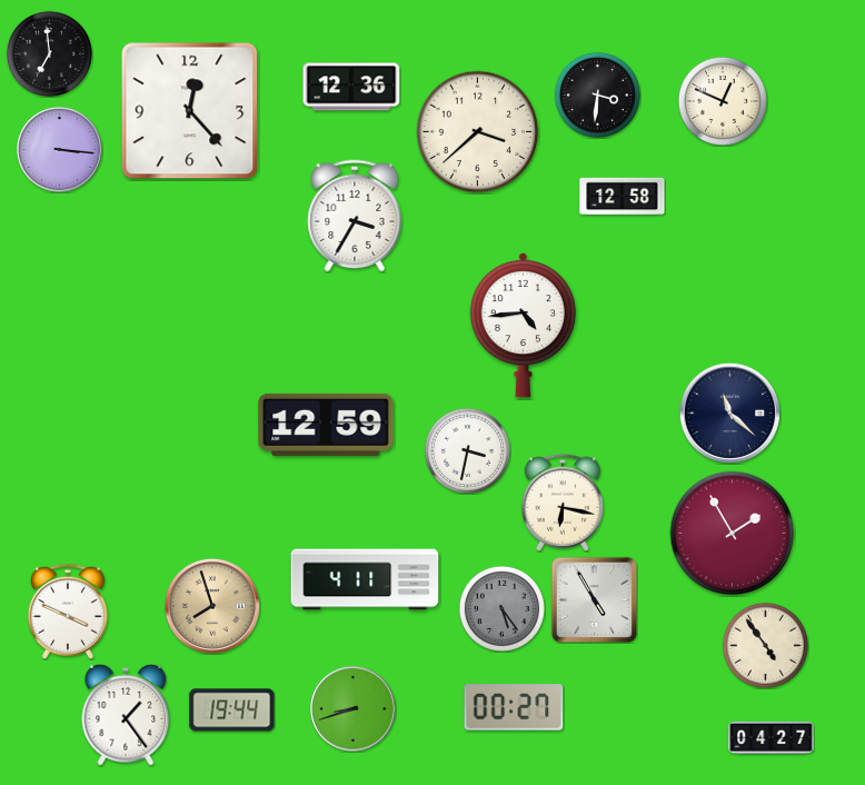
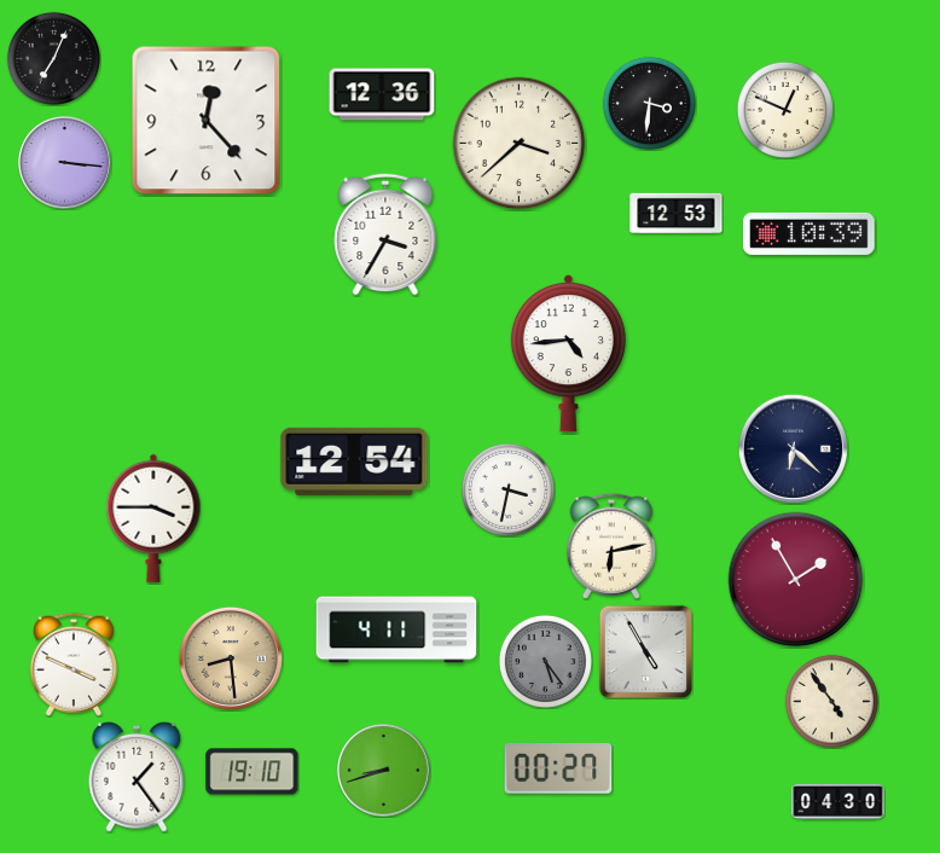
clock at (49, 53): 6:59 -> 7:04
clock at (623, 197): 12:58 -> 12:53
clock at (810, 233): none -> 10:39
clock at (729, 413): 11:22 -> 6:22
clock at (326, 425): 12:59 -> 12:54
clock at (153, 518): none -> 3:45
clock at (563, 503): 6:17 -> 6:13
clock at (212, 606): 7:57 -> 8:29
clock at (232, 711): 19:44 -> 19:10
clock at (772, 737): 04:27 -> 04:30
